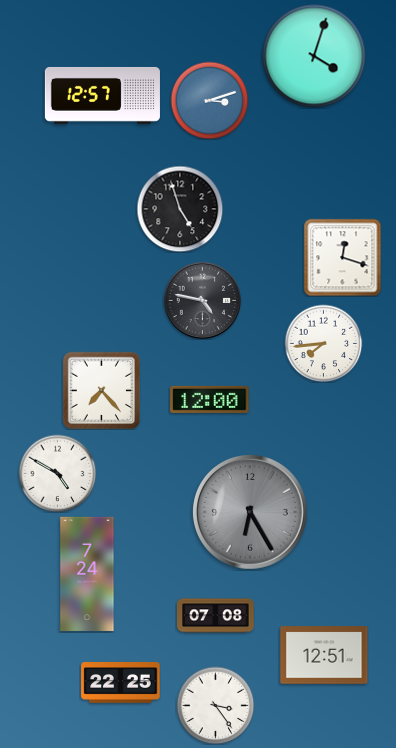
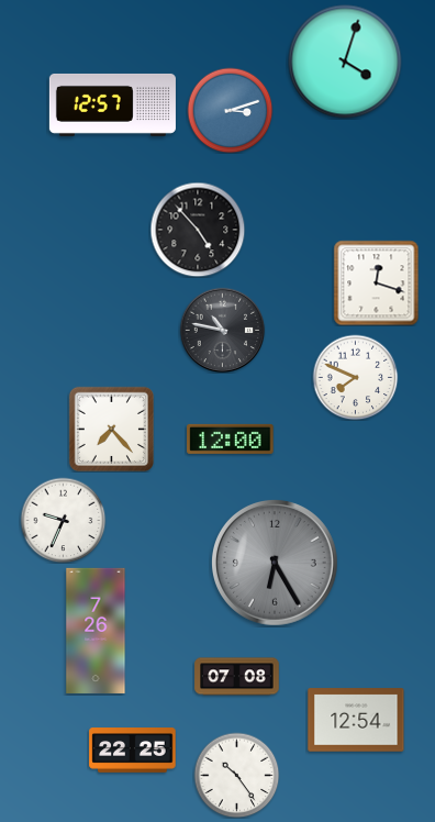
clock at (180, 209): 4:57 -> 4:53
clock at (202, 300): 4:47 -> 10:47
clock at (323, 343): 7:44 -> 7:49
clock at (57, 473): 4:50 -> 9:34
clock at (87, 574): 7:24 -> 7:26
clock at (324, 655): 12:51 -> 12:54
clock at (215, 705): 3:24 -> 10:24
